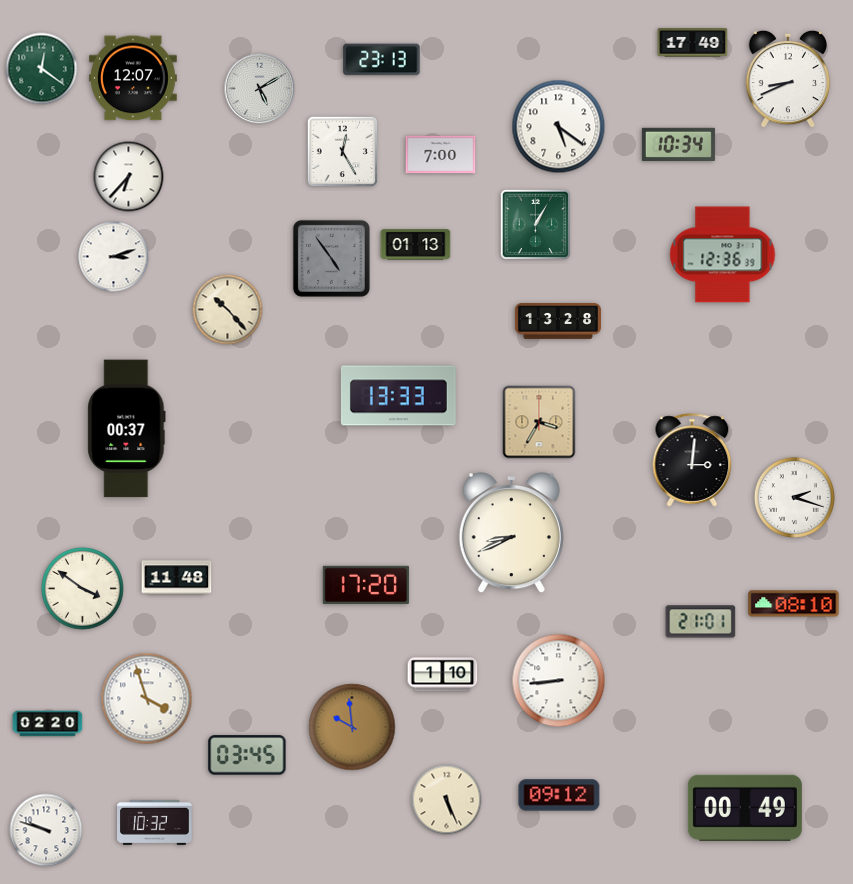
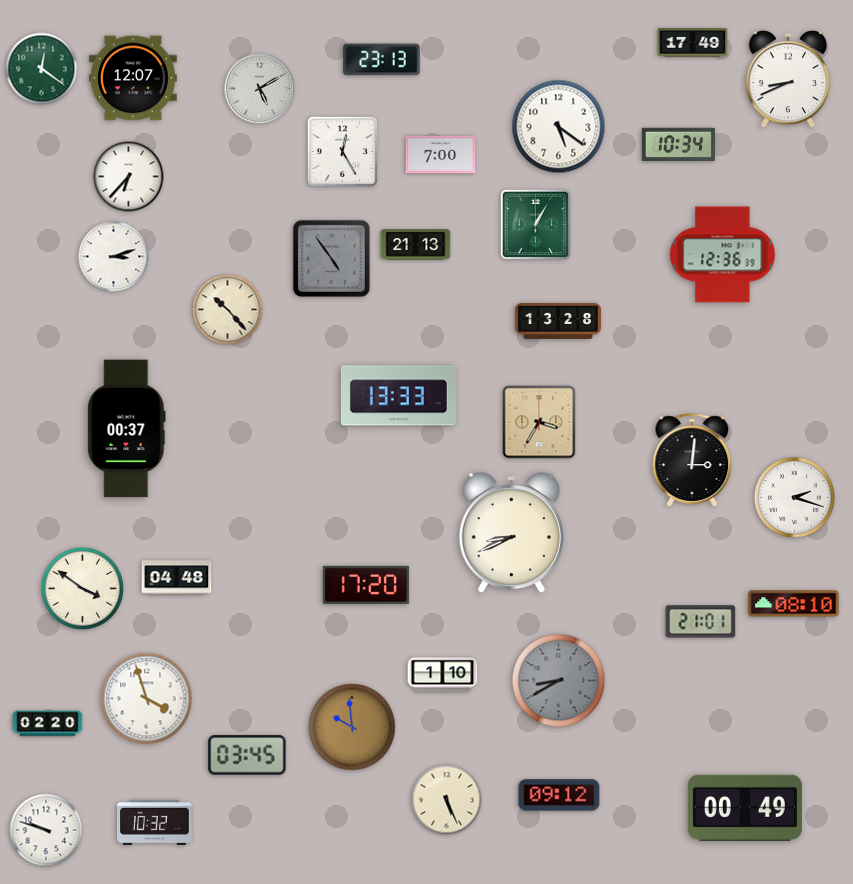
clock at (416, 245): 01:13 -> 21:13
clock at (177, 578): 11:48 -> 04:48
clock at (559, 681): 8:44 -> 8:40
clock at (559, 681) dial: white -> grey
